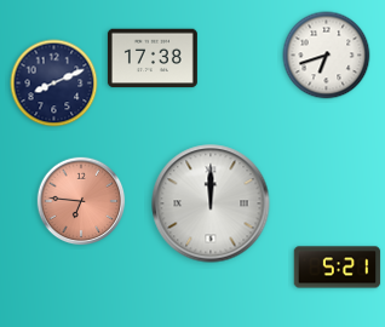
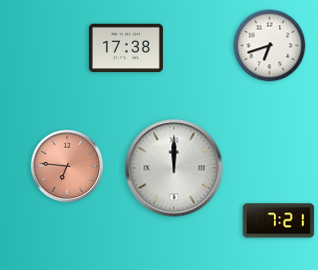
clock at (54, 84): 8:11 -> none
clock at (338, 268): 5:21 -> 7:21
